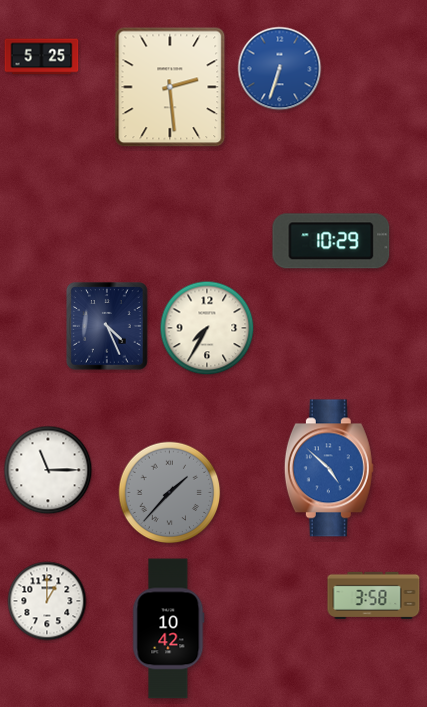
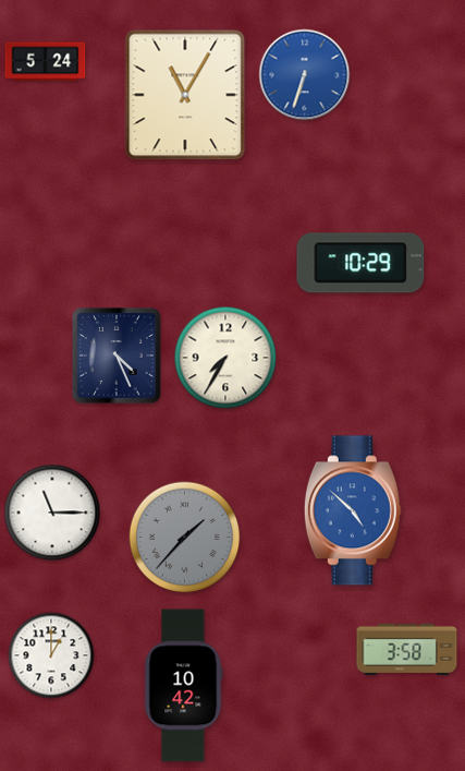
clock at (42, 57): 5:25 -> 5:24
clock at (170, 87): 2:29 -> 11:05
clock at (329, 468) position: (329, 468) -> (353, 510)
